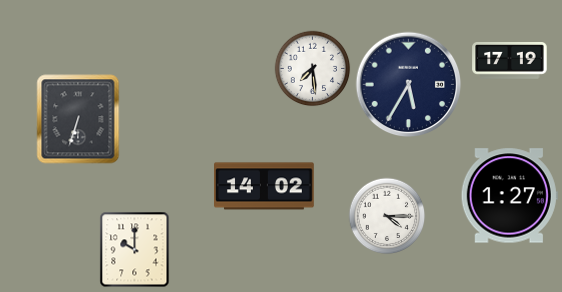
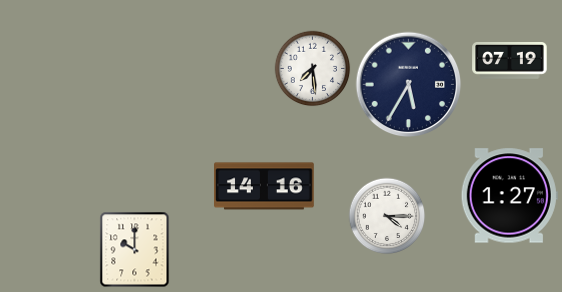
clock at (510, 61): 17:19 -> 07:19
clock at (78, 119): 6:33 -> none
clock at (265, 186): 14:02 -> 14:16
